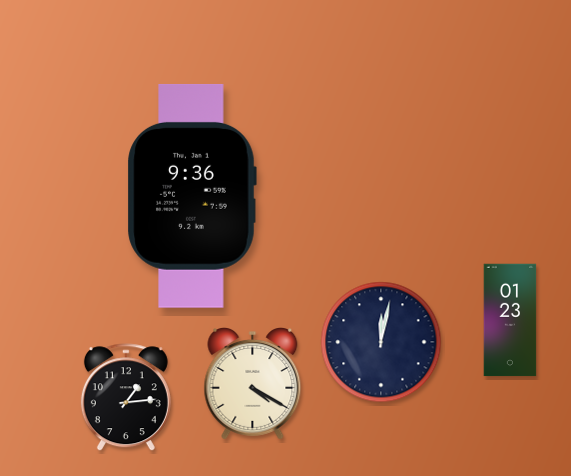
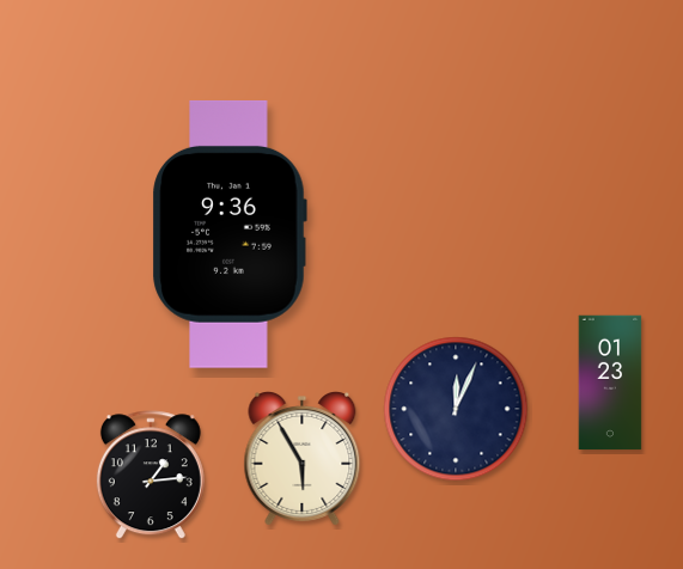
clock at (381, 342): 12:02 -> 12:04
clock at (253, 384): 4:20 -> 5:55
